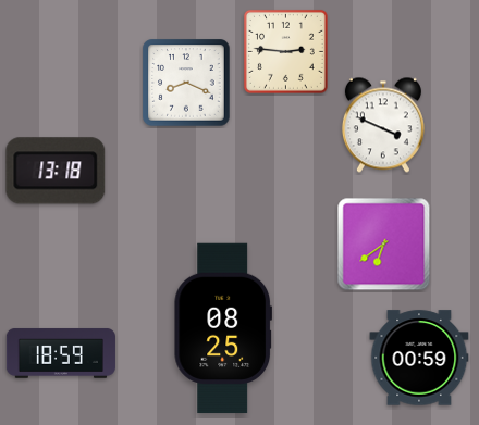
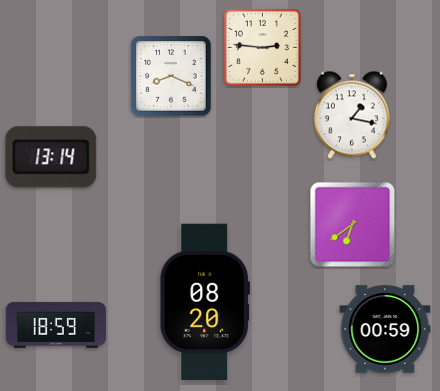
clock at (383, 125): 3:49 -> 1:17
clock at (56, 171): 13:18 -> 13:14
clock at (222, 328): 08:25 -> 08:20
